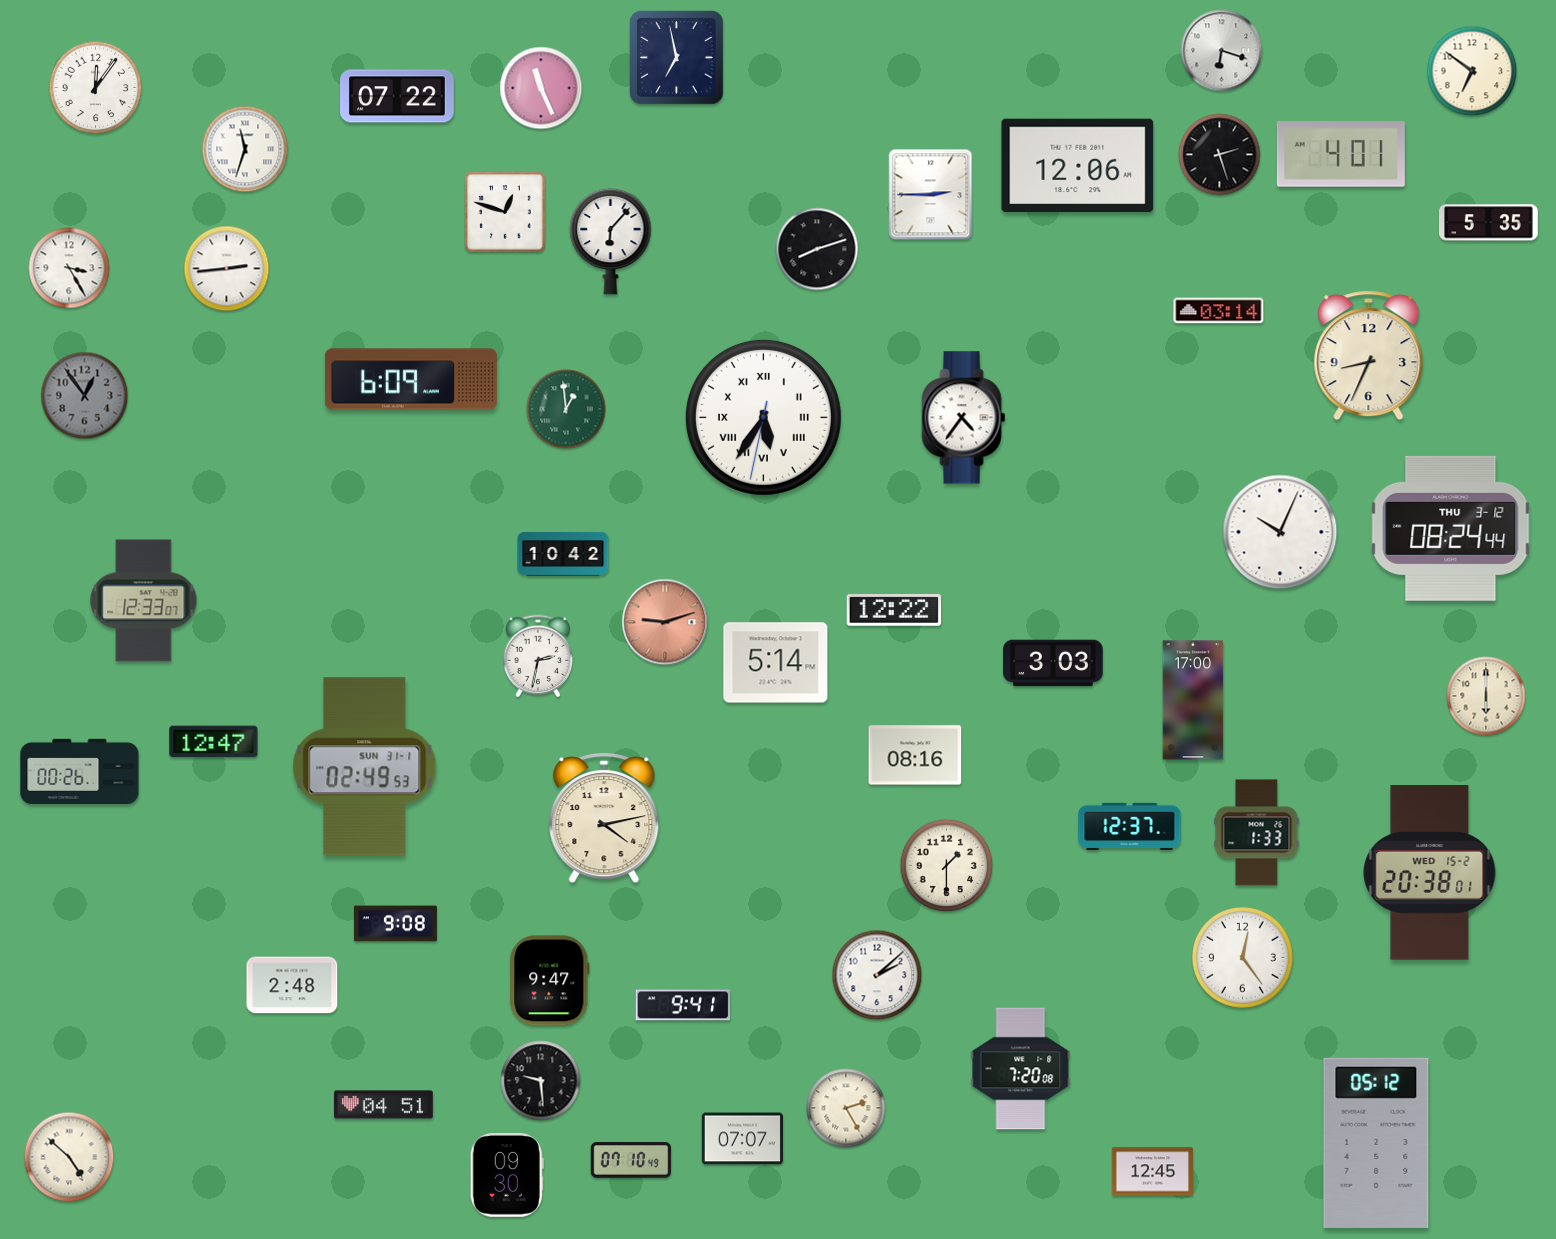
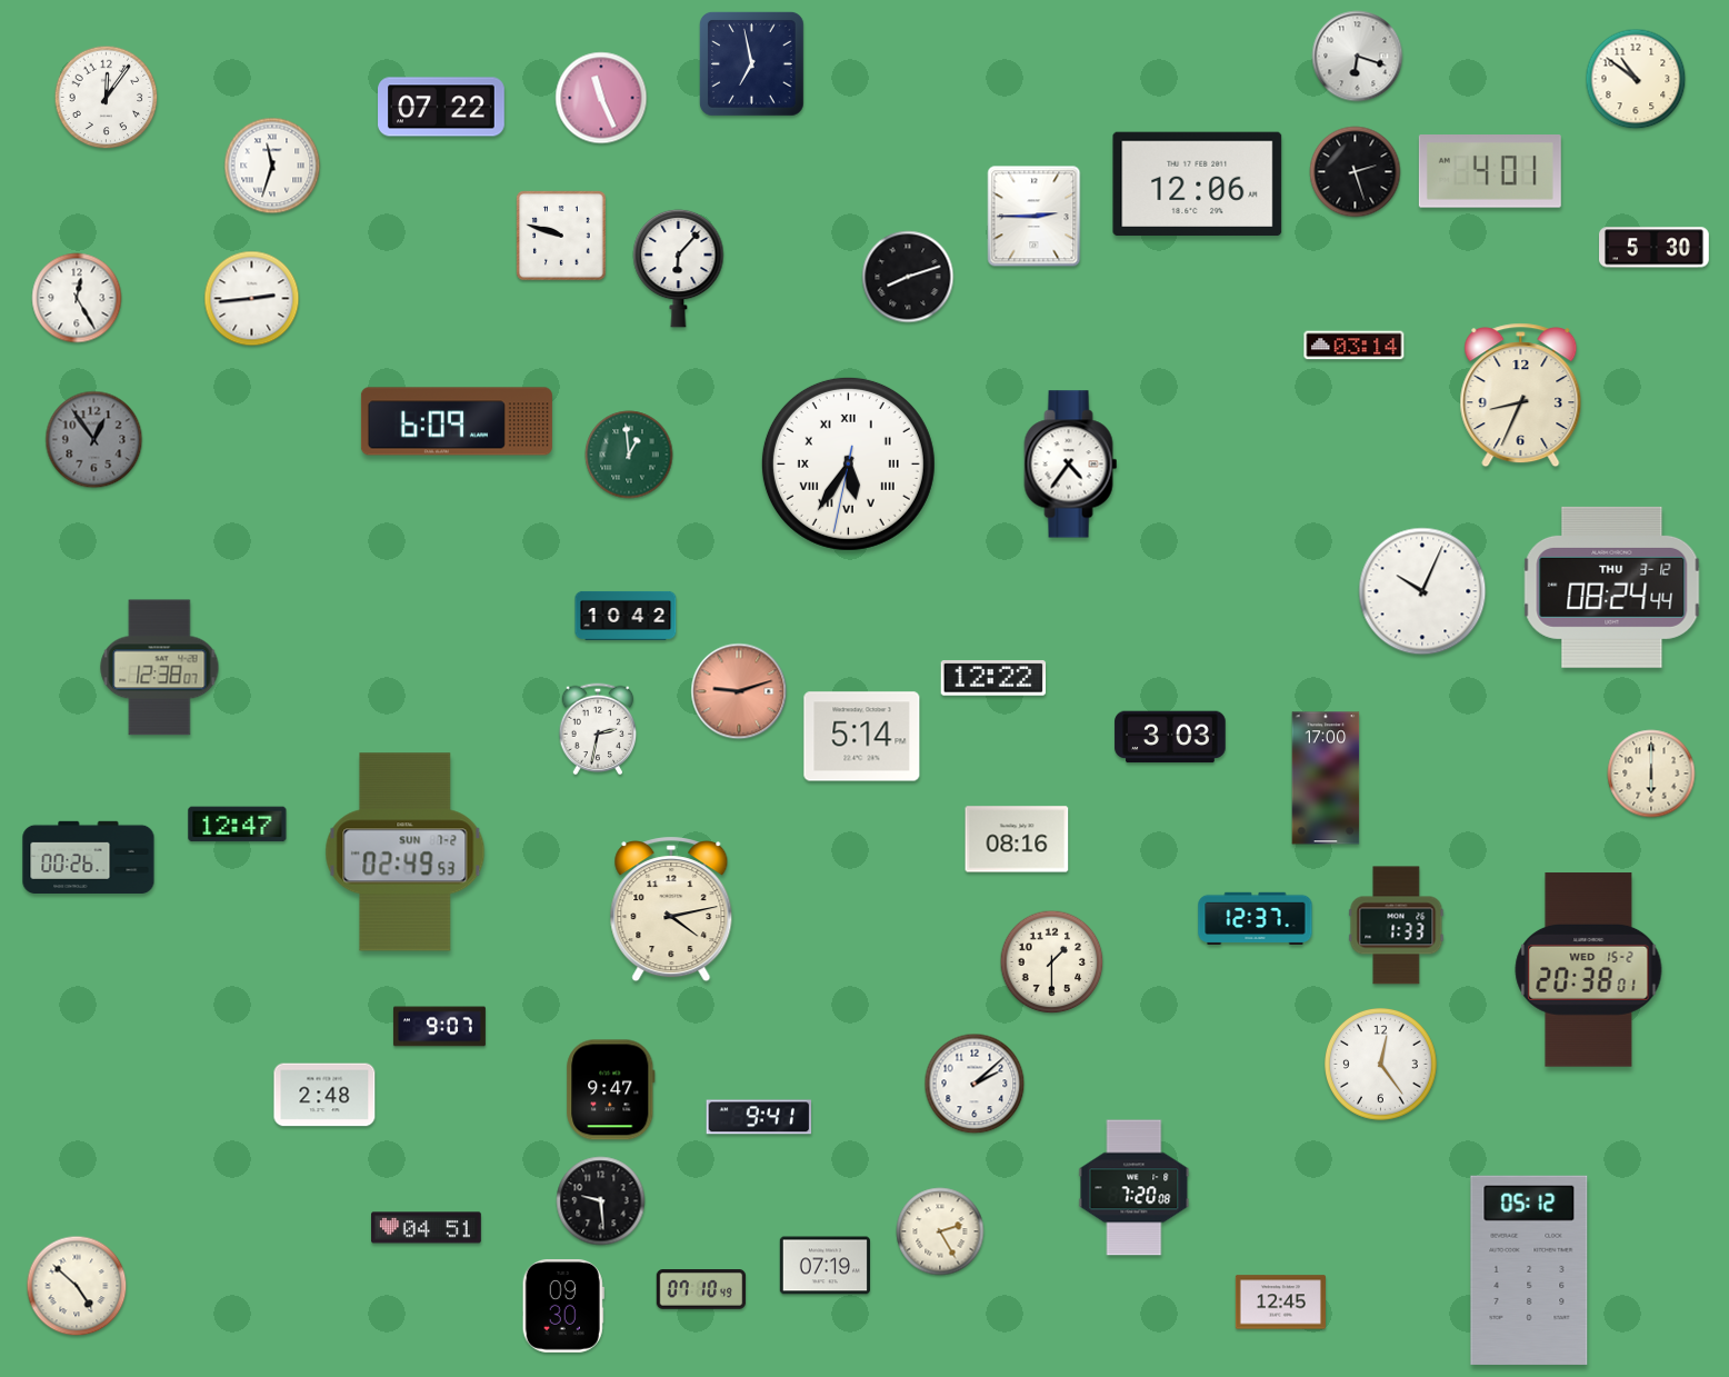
clock at (1472, 71): 6:51 -> 10:51
clock at (505, 212): 12:48 -> 9:48
clock at (1489, 223): 5:35 -> 5:30
clock at (69, 268): 3:25 -> 12:25
clock at (144, 601): 12:33 -> 12:38
clock at (365, 767) date: SUN 31-1 -> SUN 7-2
clock at (395, 924): 9:08 -> 9:07
clock at (742, 1139): 07:07 -> 07:19
